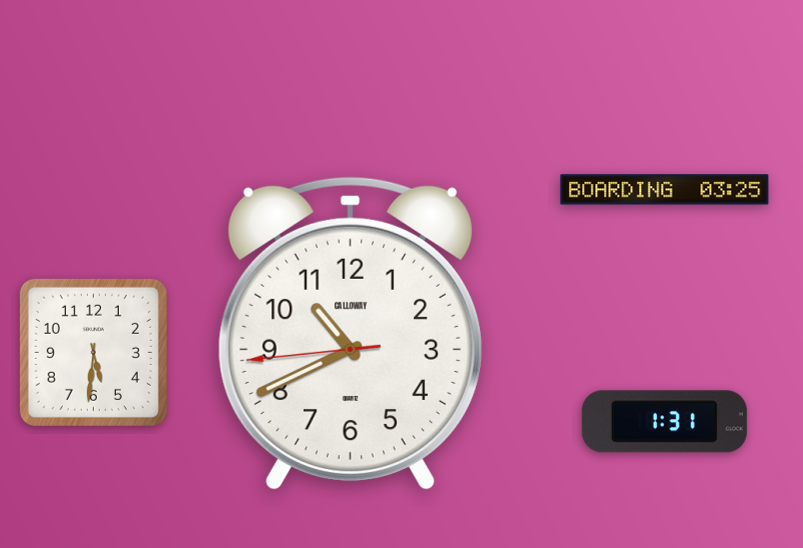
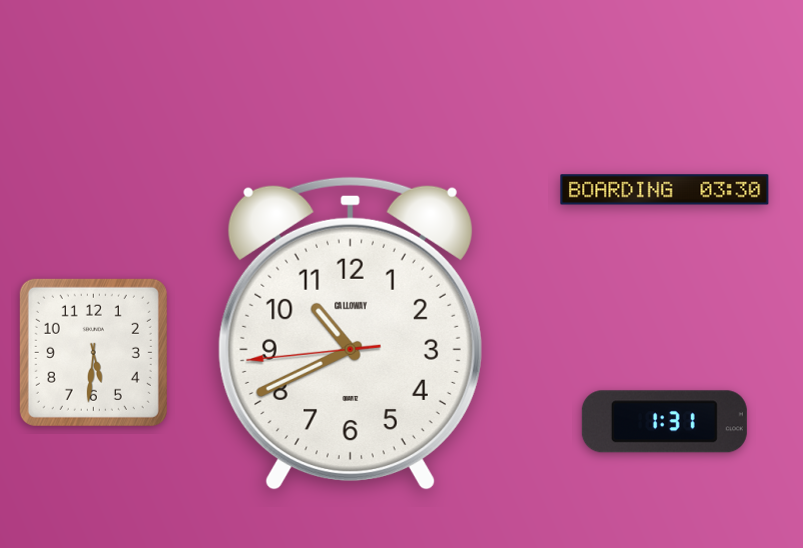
clock at (665, 190): 03:25 -> 03:30
